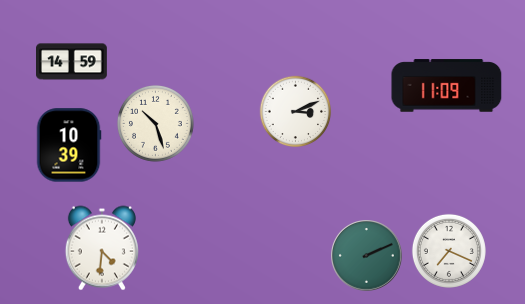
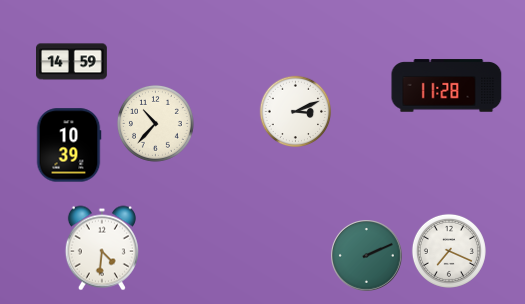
clock at (447, 86): 11:09 -> 11:28
clock at (155, 123): 10:27 -> 10:37
